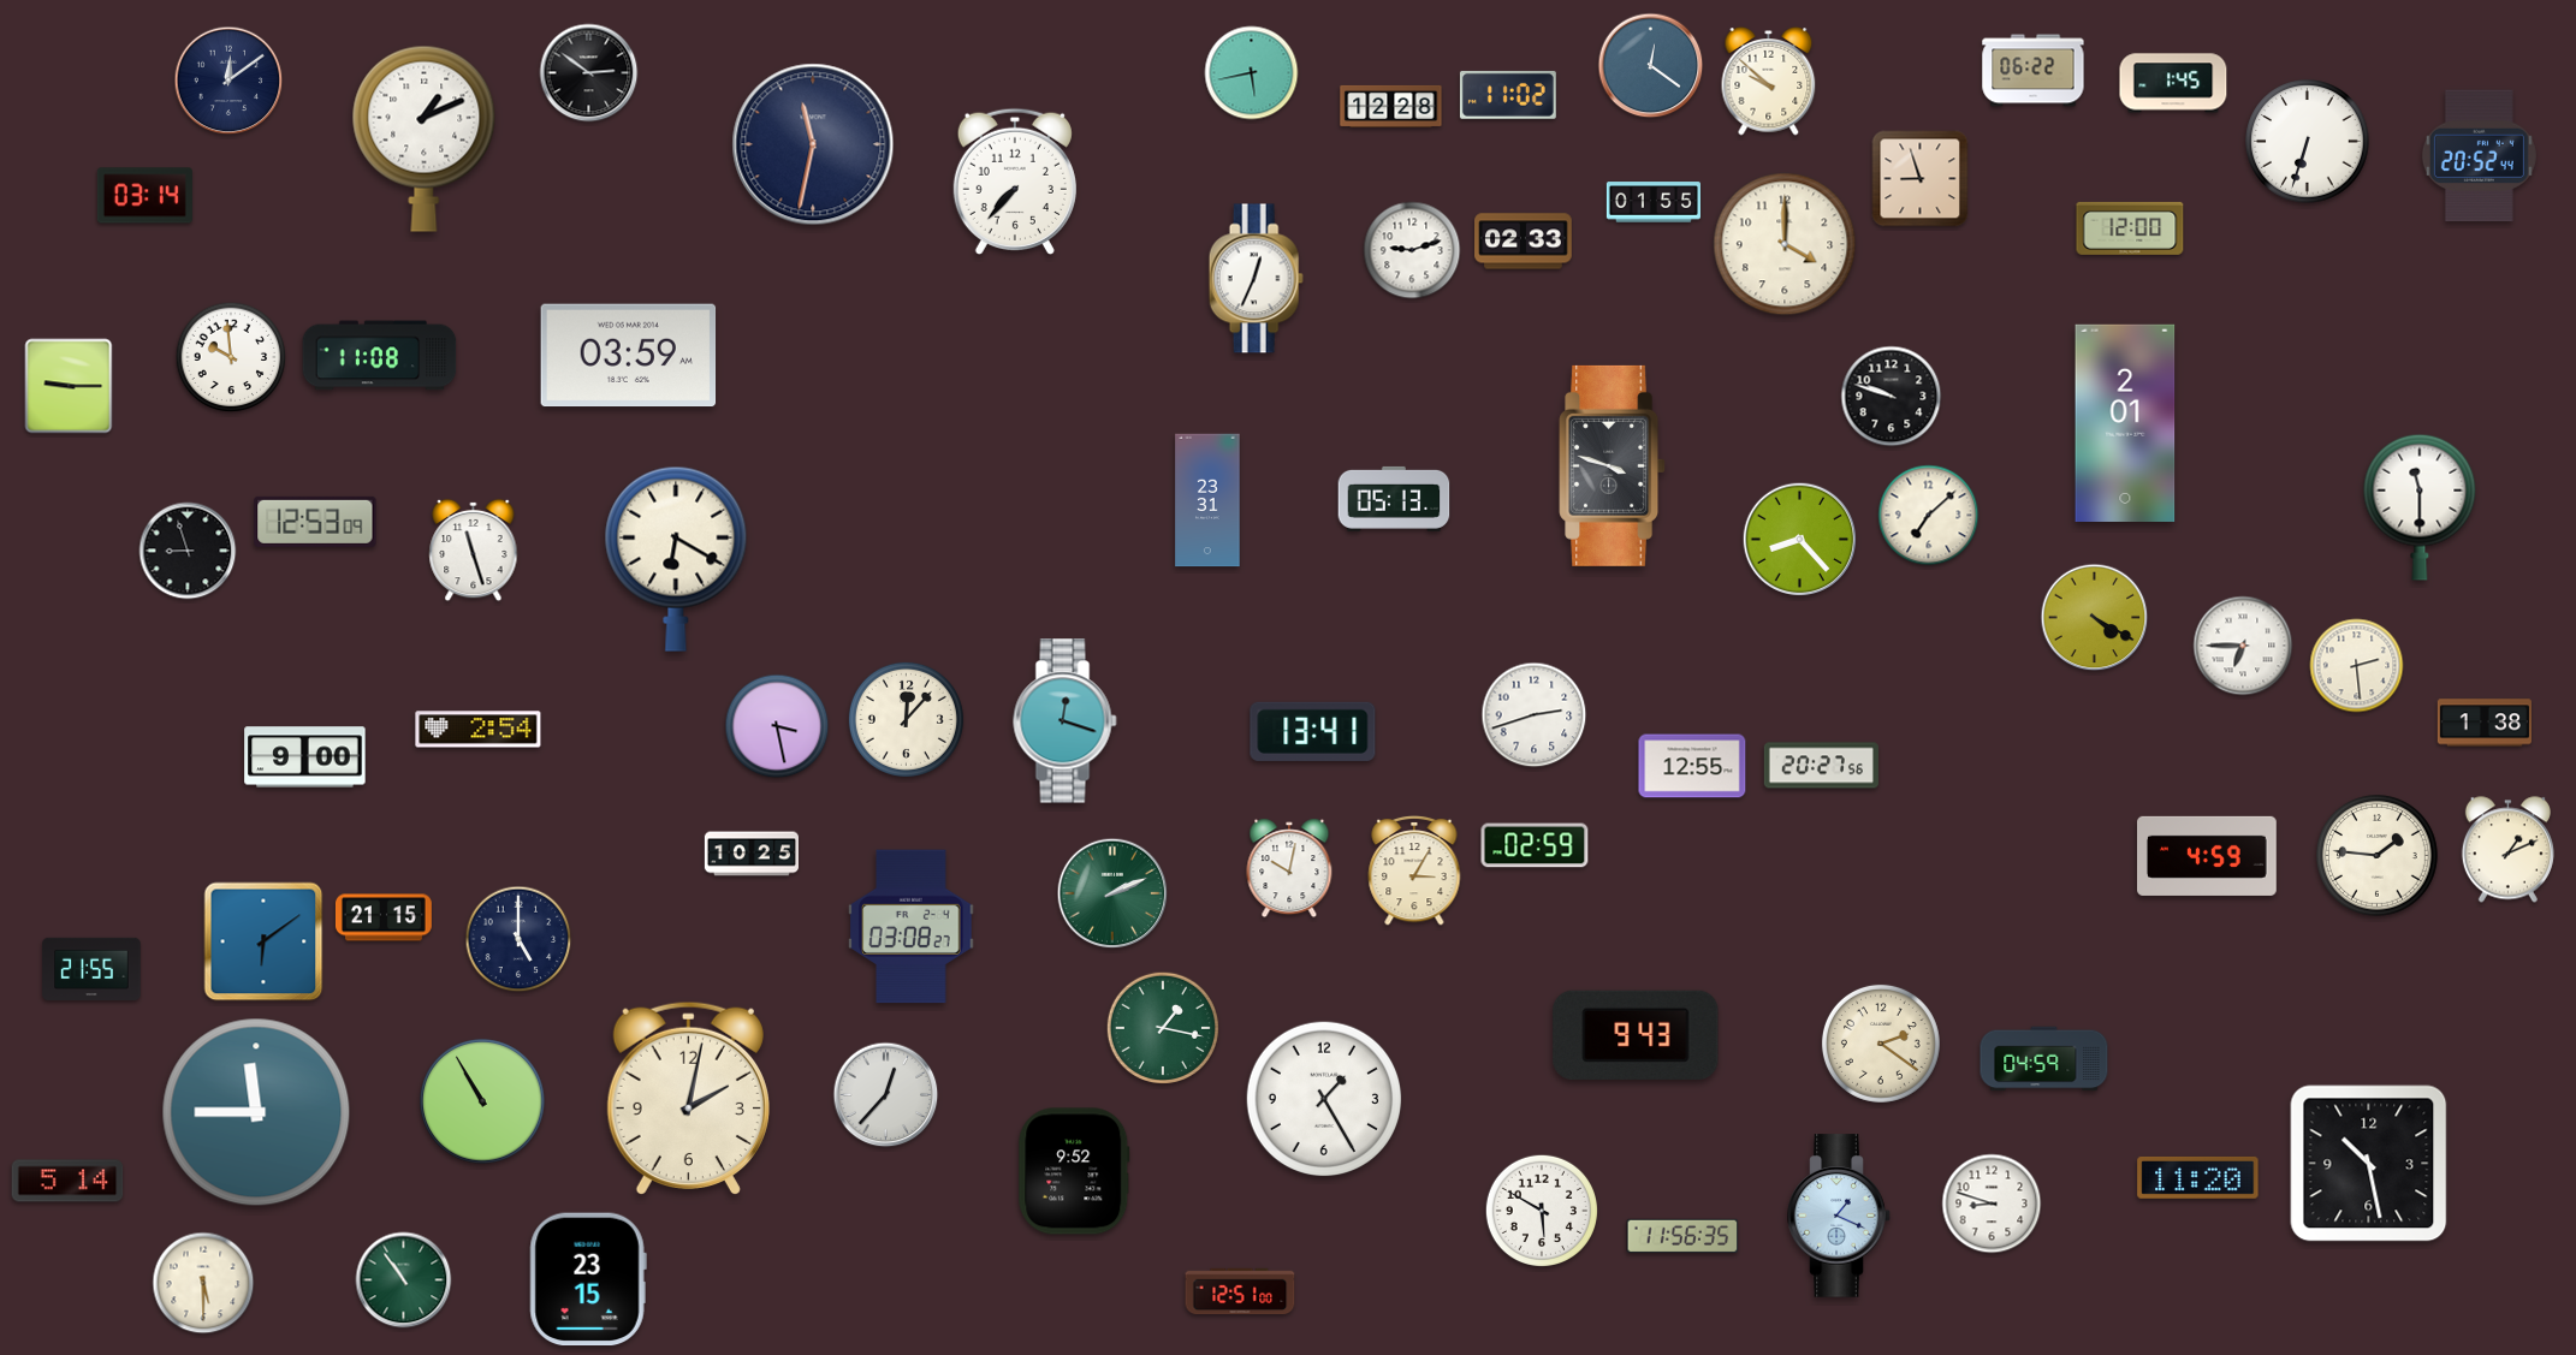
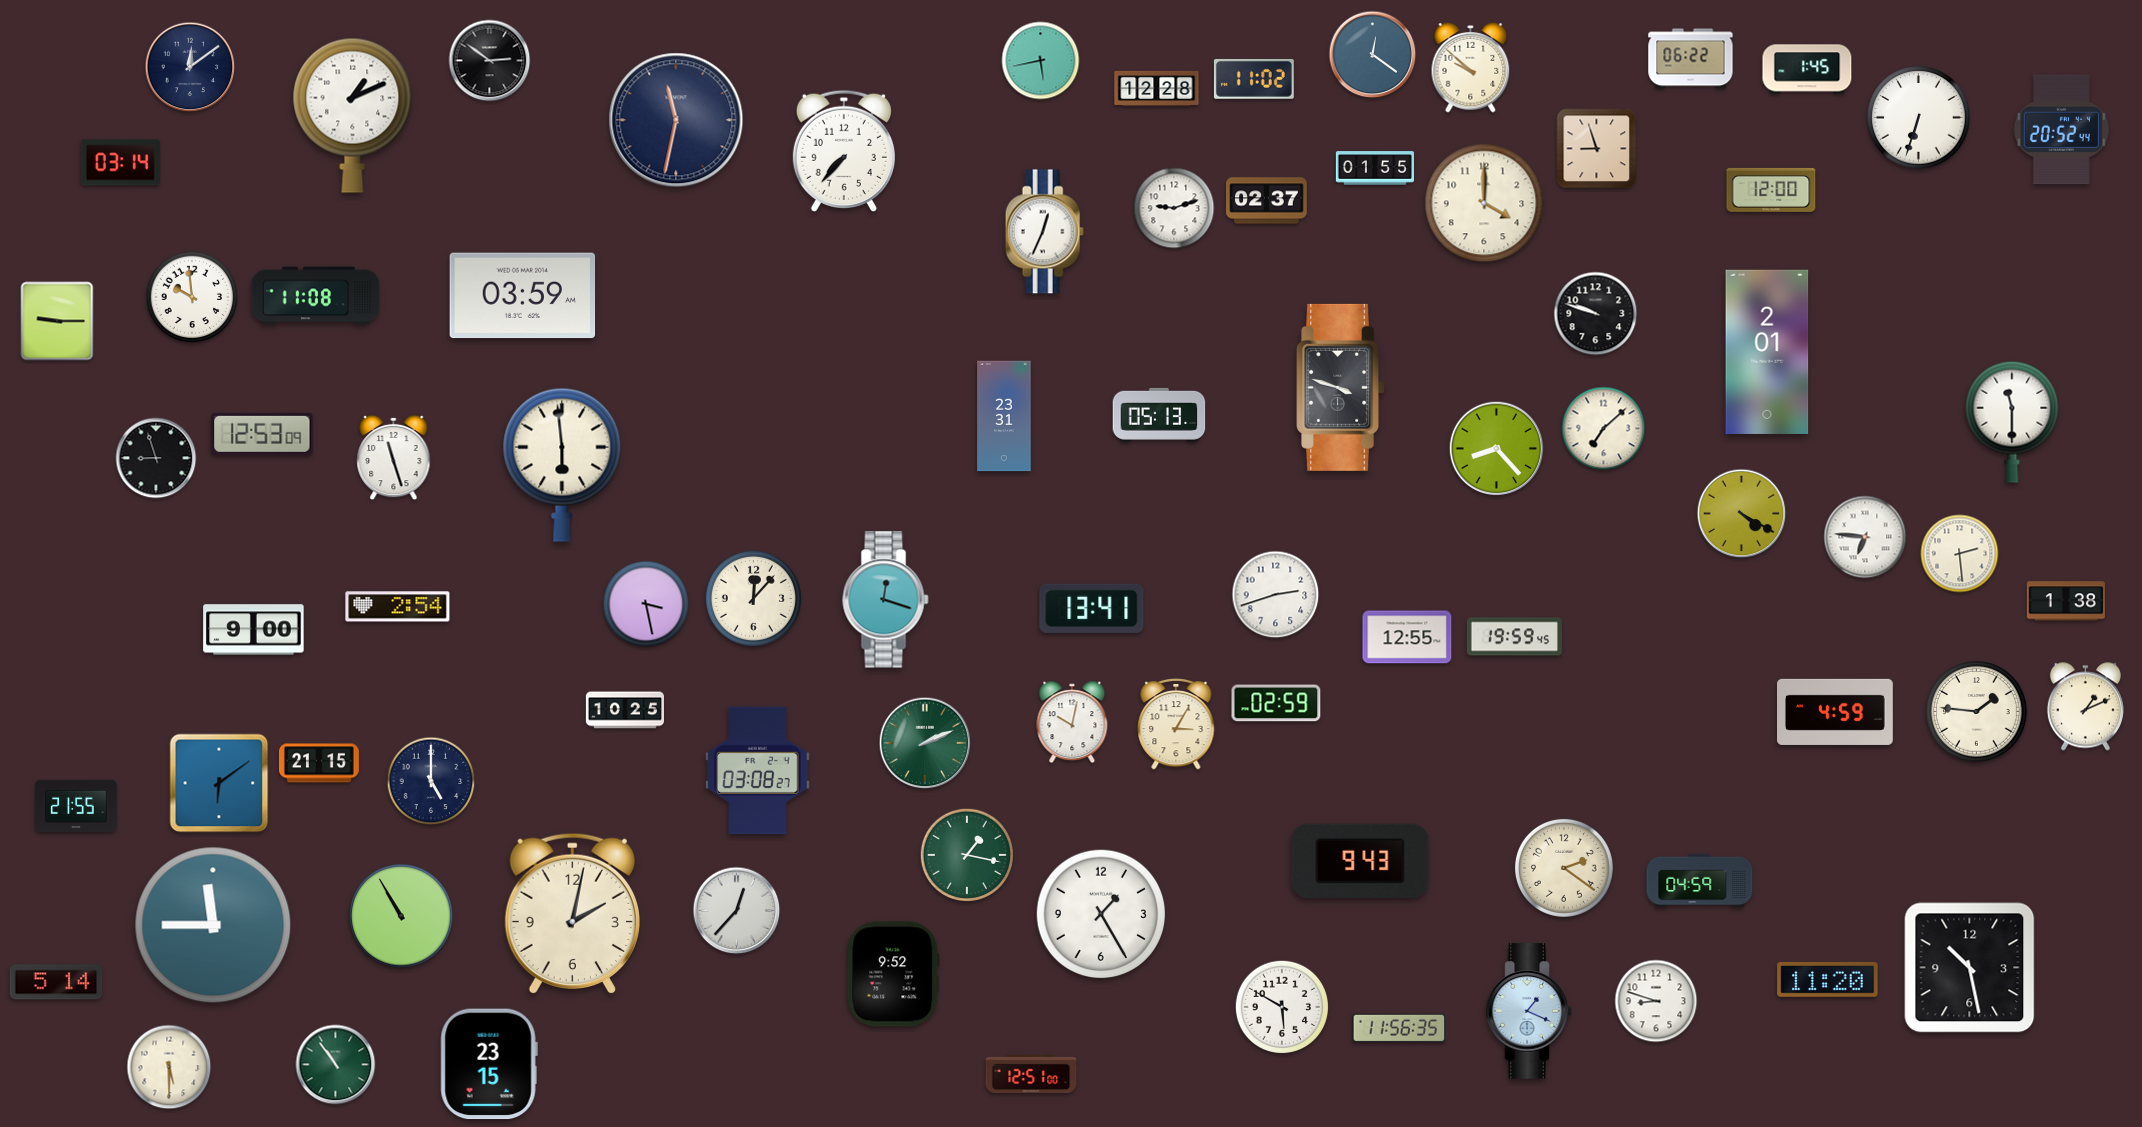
clock at (1524, 242): 02:33 -> 02:37
clock at (1892, 397) position: (1892, 397) -> (1596, 314)
clock at (676, 559): 6:20 -> 5:59
clock at (2243, 646): 6:45 -> 6:46
clock at (1821, 766): 20:27 -> 19:59
